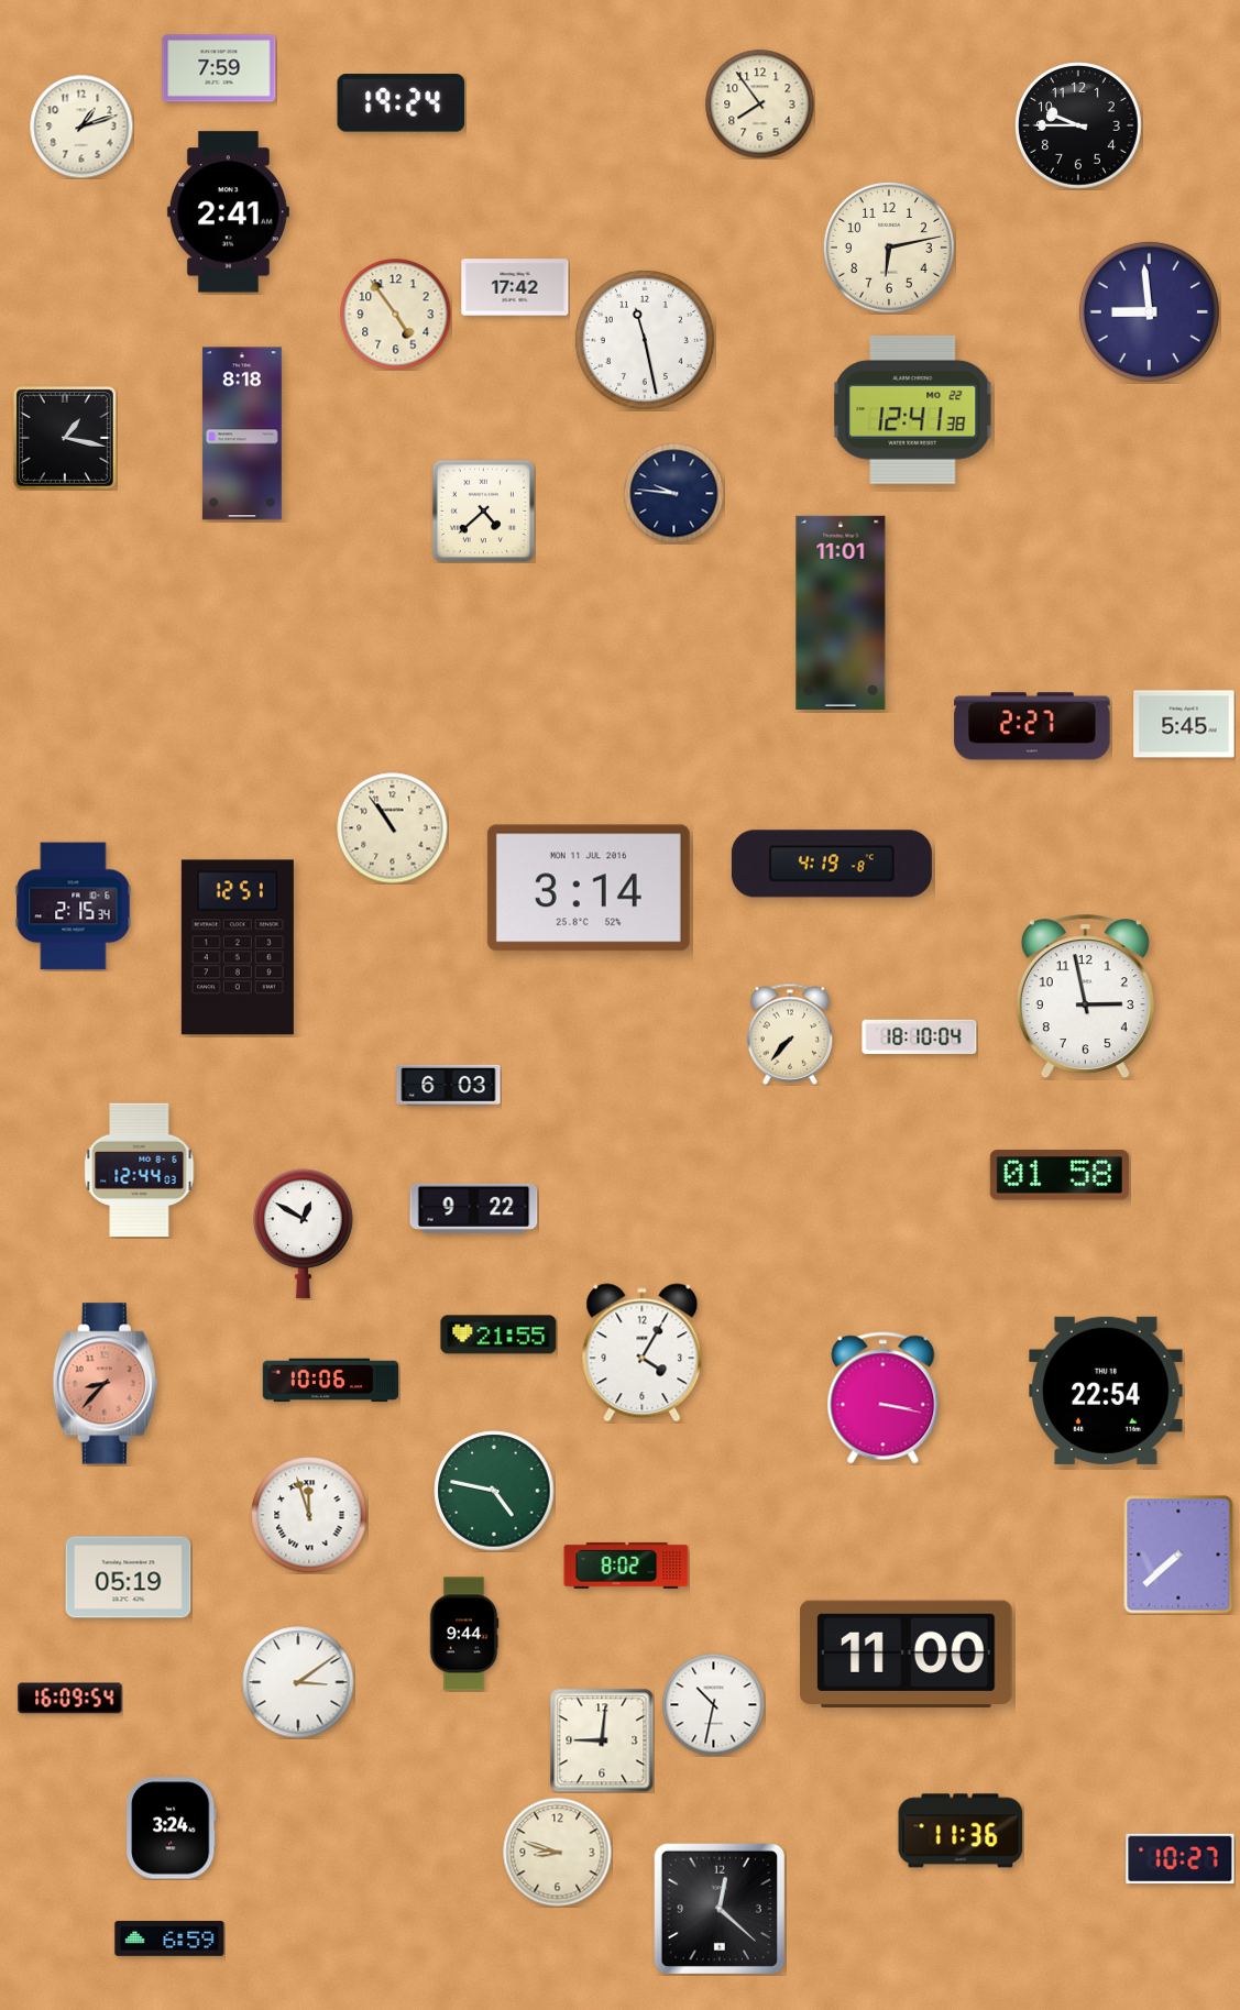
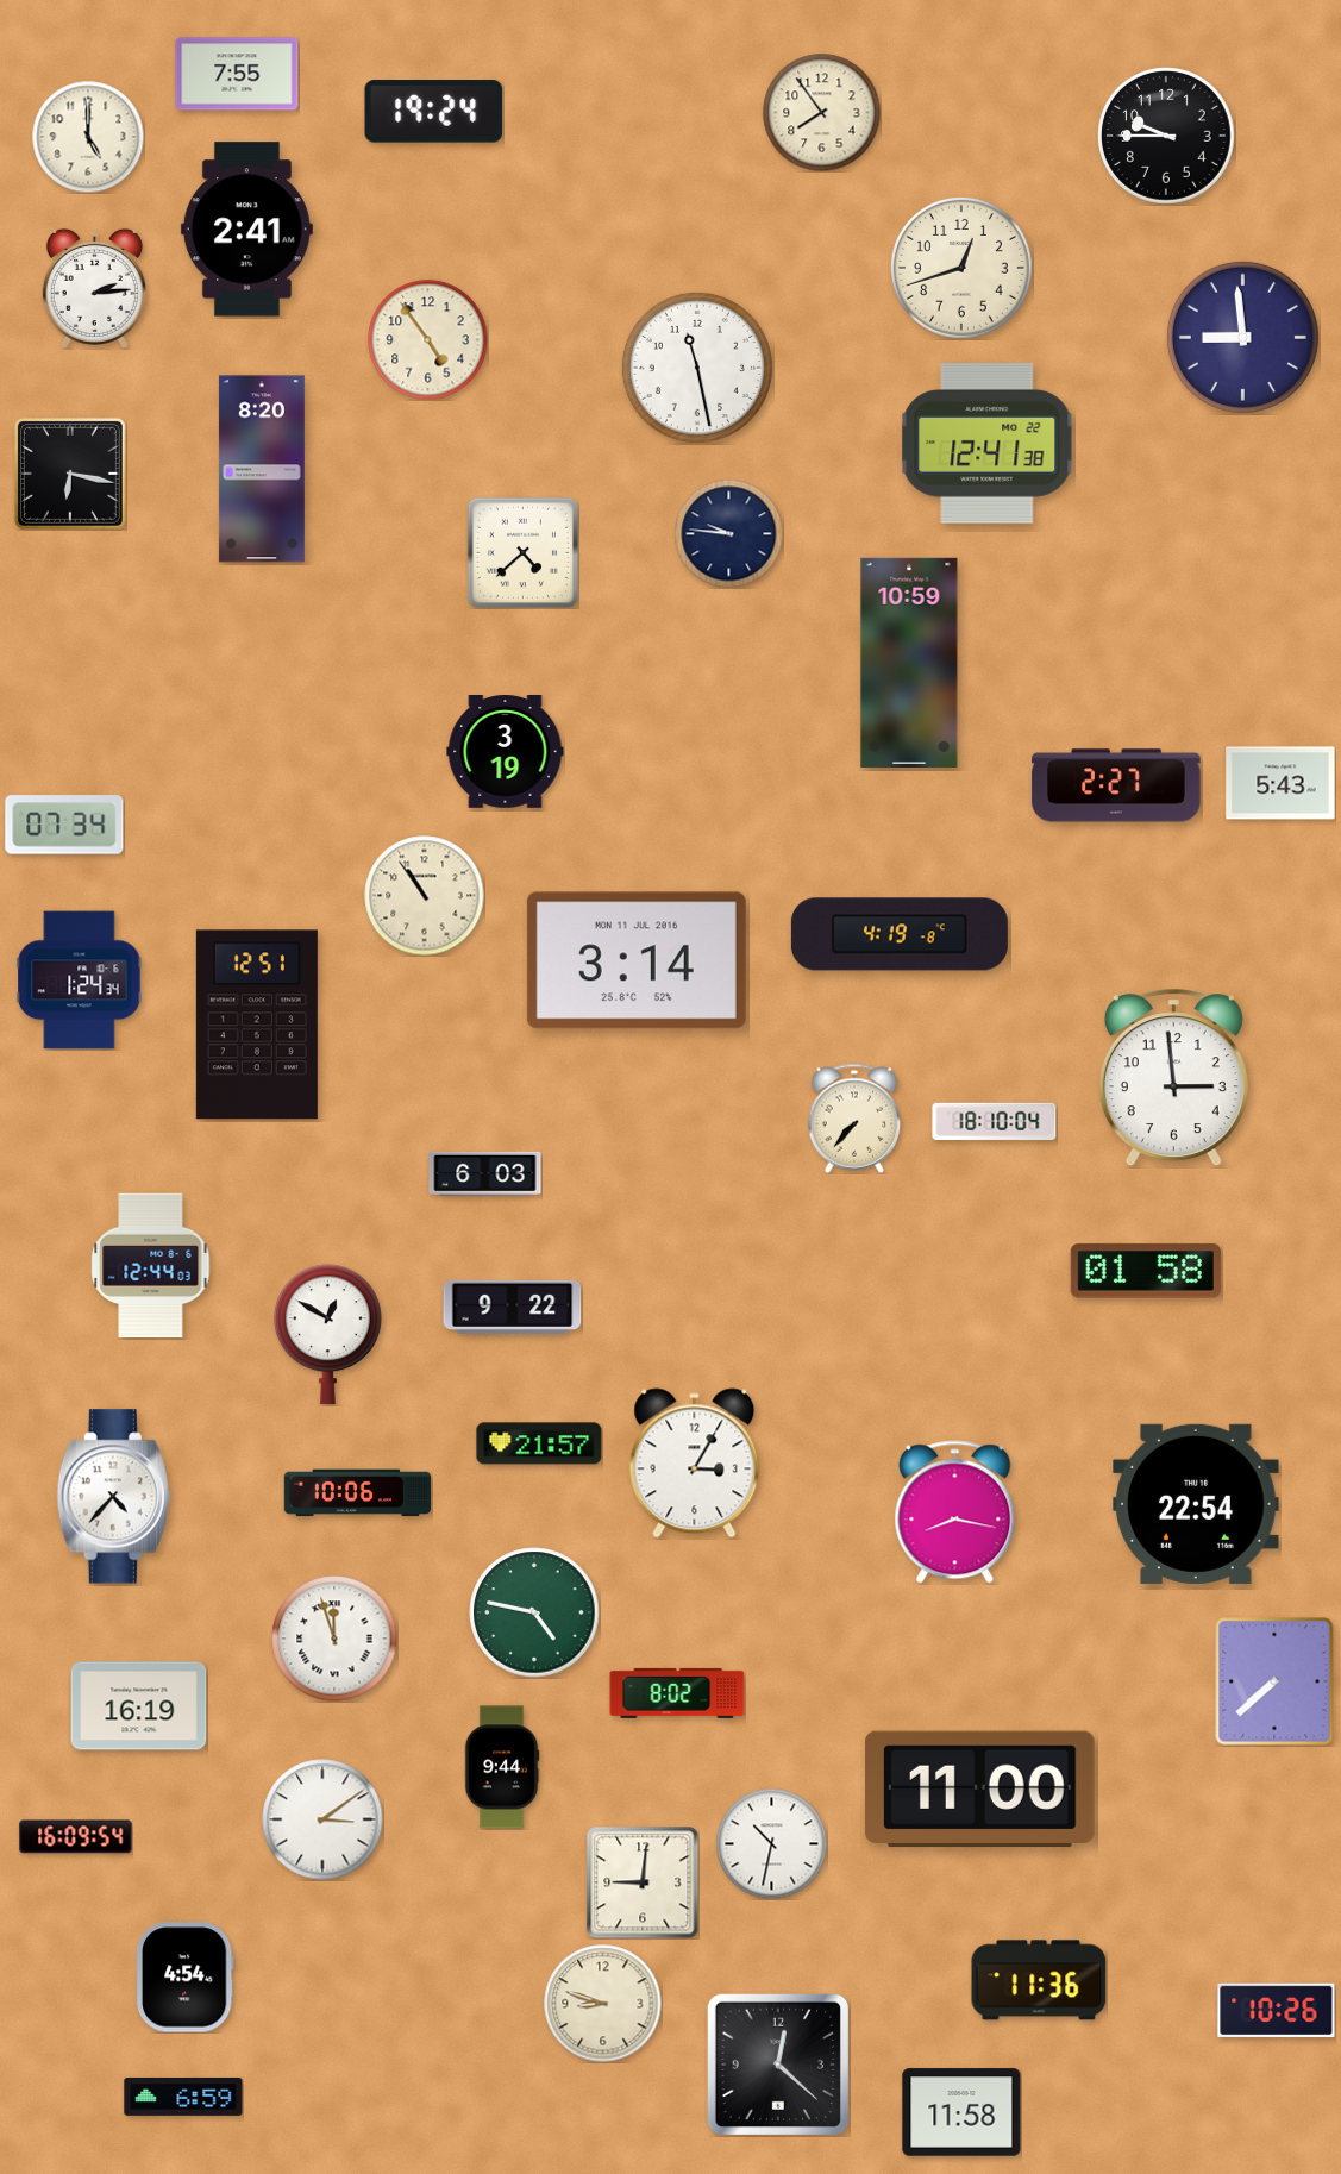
clock at (219, 68): 7:59 -> 7:55
clock at (81, 127): 1:12 -> 5:00
clock at (889, 248): 6:13 -> 12:42
clock at (94, 288): none -> 2:14
clock at (515, 287): 17:42 -> none
clock at (242, 433): 8:18 -> 8:20
clock at (65, 438): 1:17 -> 6:17
clock at (841, 613): 11:01 -> 10:59
clock at (506, 752): none -> 3:19
clock at (1184, 724): 5:45 -> 5:43
clock at (64, 825): none -> 07:34
clock at (74, 907): 2:15 -> 1:24
clock at (1085, 997): 2:58 -> 2:59
clock at (498, 1334): 21:55 -> 21:57
clock at (643, 1353): 4:05 -> 3:05
clock at (105, 1384): 8:37 -> 4:37
clock at (105, 1384) dial: salmon -> white
clock at (884, 1398): 3:17 -> 8:17
clock at (129, 1578): 05:19 -> 16:19
clock at (602, 1740) position: (602, 1740) -> (643, 1882)
clock at (171, 1828): 3:24 -> 4:54
clock at (1181, 1858): 10:27 -> 10:26
clock at (961, 2112): none -> 11:58
